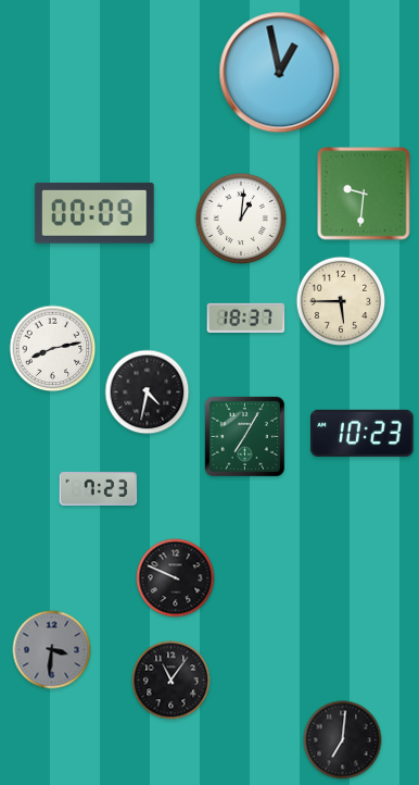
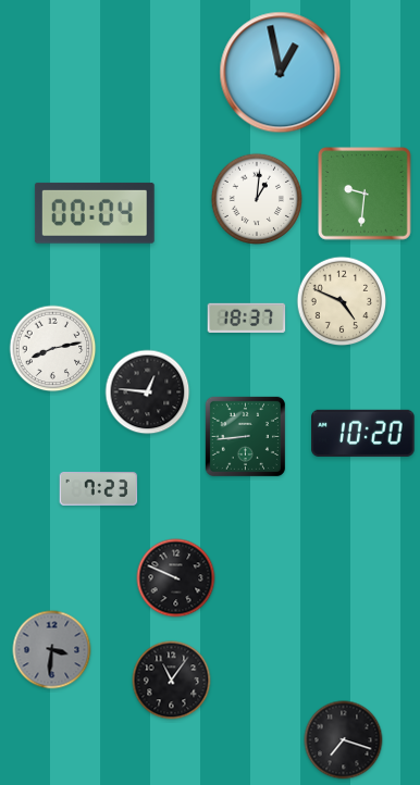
clock at (94, 213): 00:09 -> 00:04
clock at (240, 217) position: (240, 217) -> (256, 198)
clock at (341, 301): 5:45 -> 4:49
clock at (148, 392): 4:32 -> 12:46
clock at (363, 433): 10:23 -> 10:20
clock at (244, 436): 7:05 -> 8:44
clock at (343, 740): 7:01 -> 7:18
